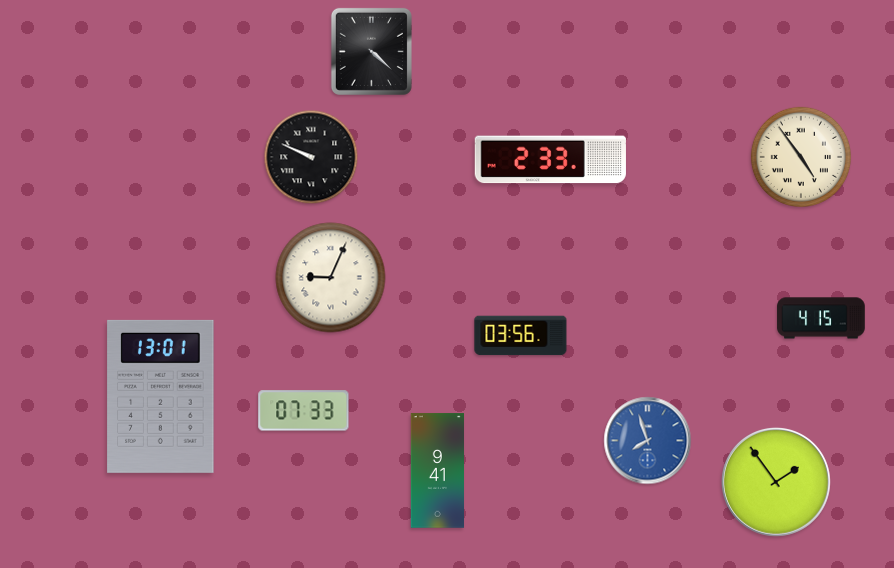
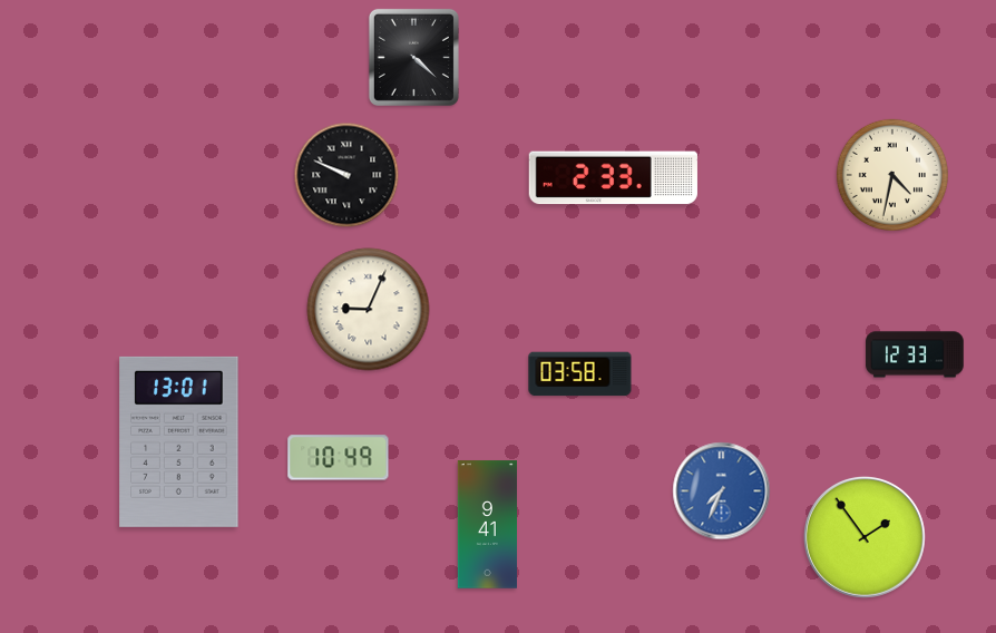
clock at (801, 157): 4:54 -> 4:32
clock at (821, 318): 4:15 -> 12:33
clock at (521, 336): 03:56 -> 03:58
clock at (304, 411): 07:33 -> 10:49
clock at (648, 441): 7:57 -> 7:34
